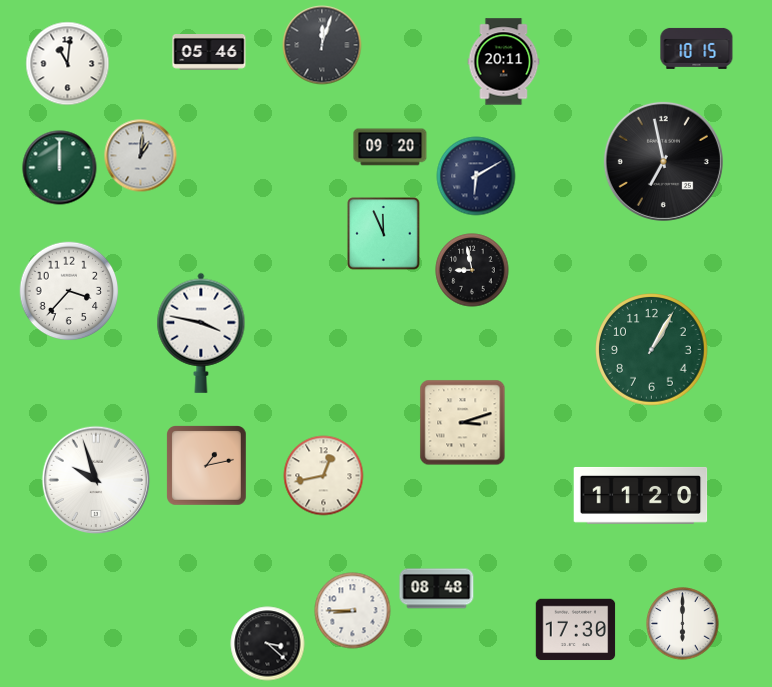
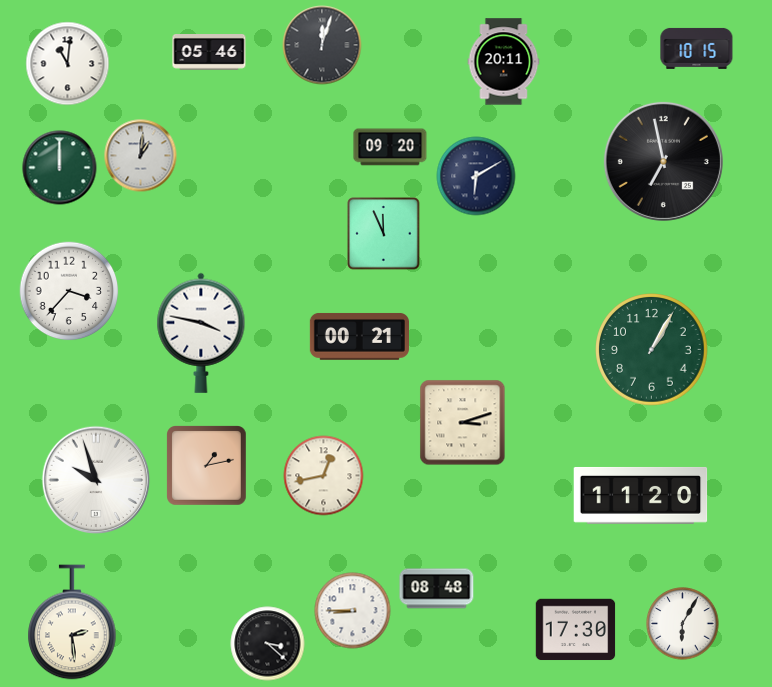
clock at (472, 270): 8:58 -> none
clock at (359, 337): none -> 00:21
clock at (72, 622): none -> 2:29
clock at (683, 624): 6:00 -> 6:05
